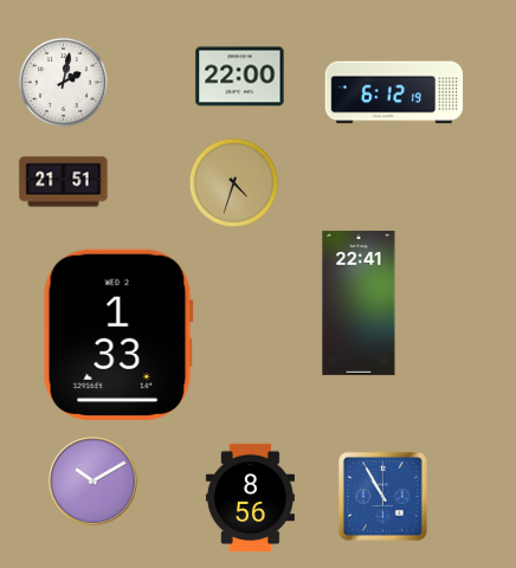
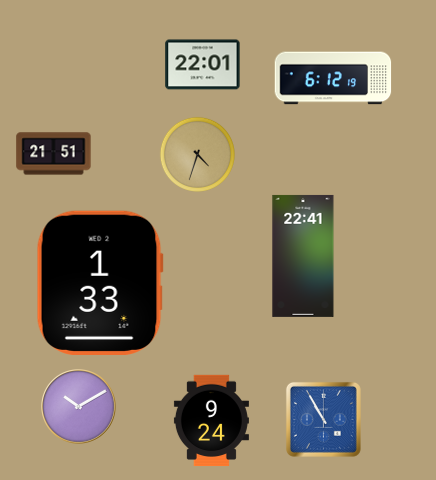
clock at (240, 77): 22:00 -> 22:01
clock at (63, 82): 2:02 -> none
clock at (250, 498): 8:56 -> 9:24
